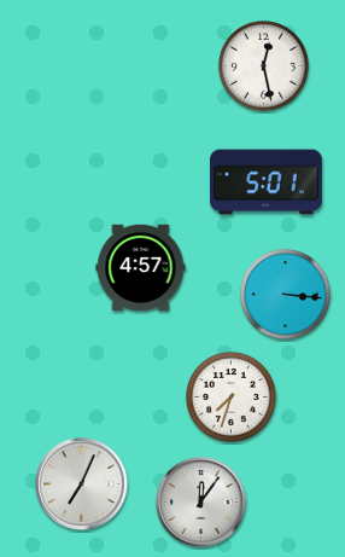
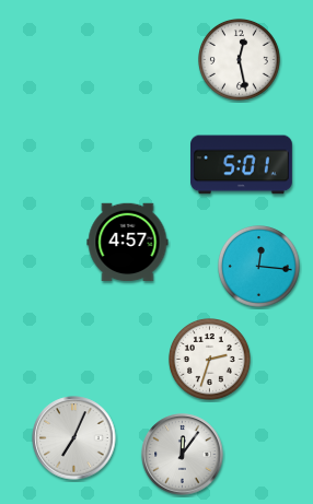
clock at (286, 295): 3:16 -> 12:16
clock at (232, 398): 7:33 -> 2:33
